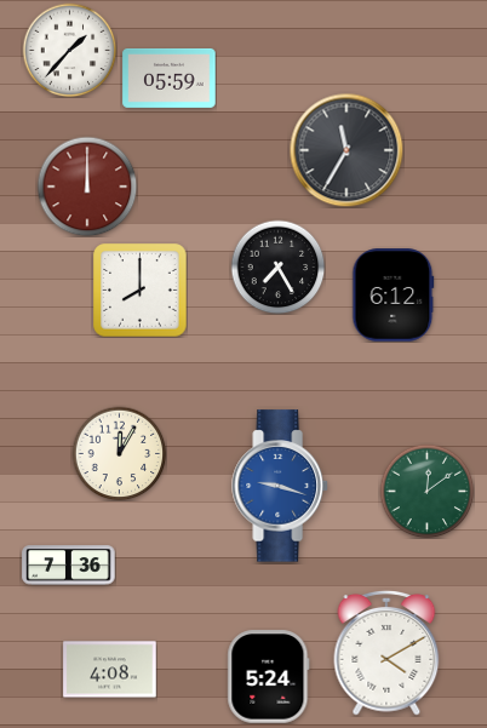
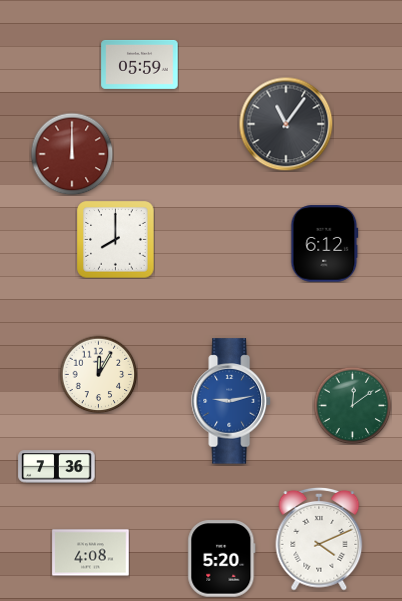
clock at (69, 50): 1:37 -> none
clock at (346, 150): 11:35 -> 11:06
clock at (277, 266): 7:25 -> none
clock at (280, 486): 9:18 -> 9:13
clock at (386, 654): 4:10 -> 4:11
clock at (269, 677): 5:24 -> 5:20
